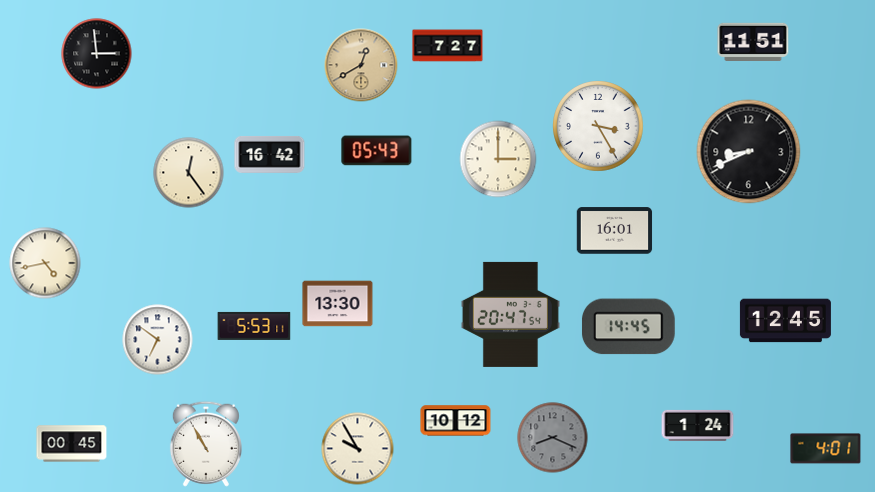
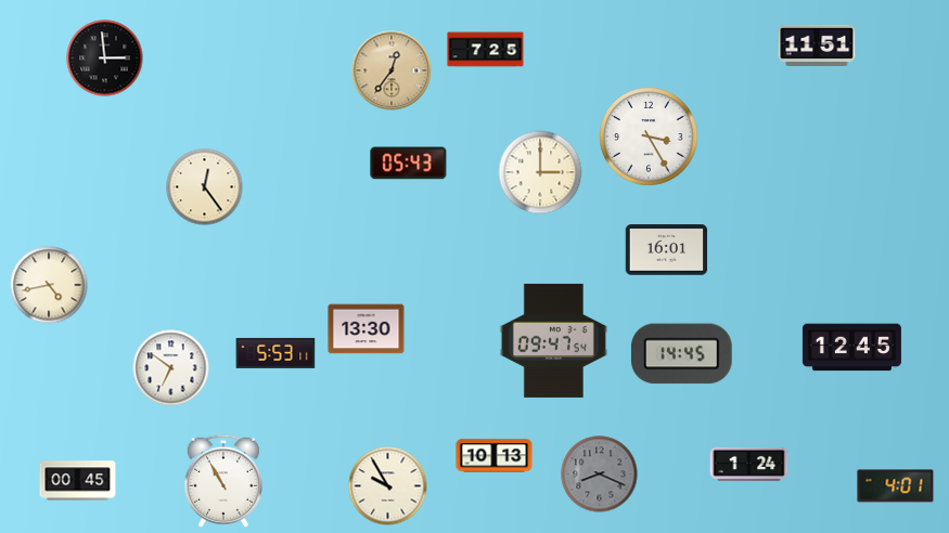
clock at (448, 46): 7:27 -> 7:25
clock at (361, 65): 12:40 -> 12:36
clock at (749, 152): 8:41 -> none
clock at (270, 154): 16:42 -> none
clock at (510, 314): 20:47 -> 09:47
clock at (456, 421): 10:12 -> 10:13
clock at (698, 425) position: (698, 425) -> (749, 464)
